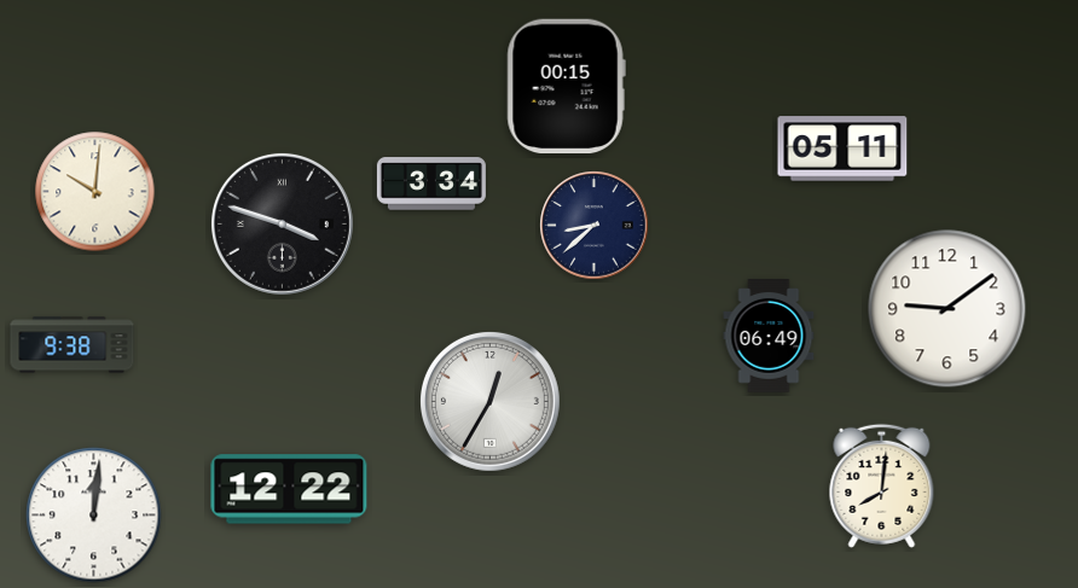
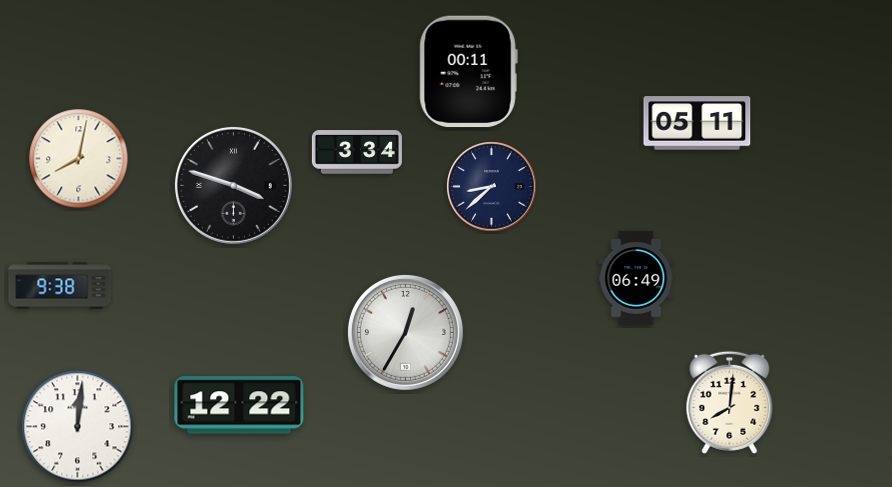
clock at (566, 87): 00:15 -> 00:11
clock at (95, 192): 10:01 -> 8:02
clock at (947, 309): 9:09 -> none
